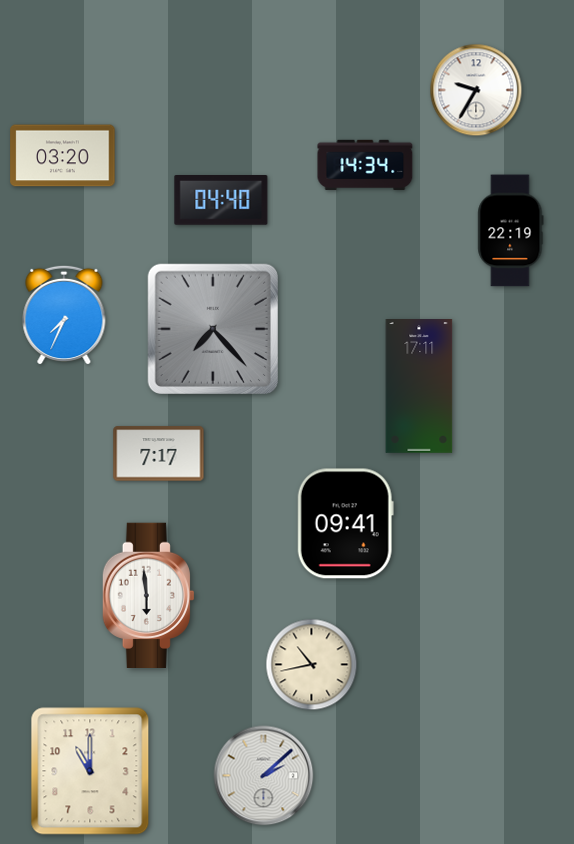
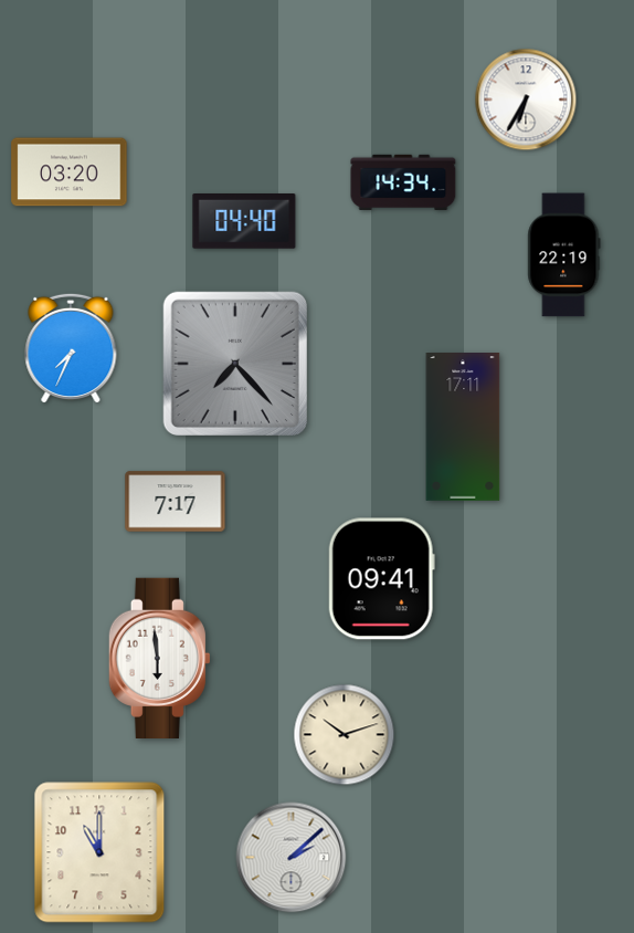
clock at (476, 90): 9:35 -> 6:35
clock at (148, 595) position: (148, 595) -> (159, 658)
clock at (312, 665): 10:43 -> 10:12
